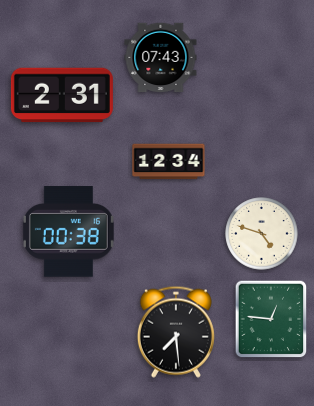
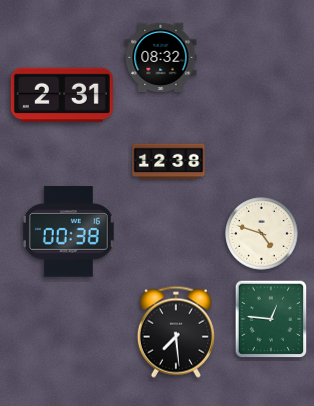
clock at (161, 58): 07:43 -> 08:32
clock at (169, 162): 12:34 -> 12:38
